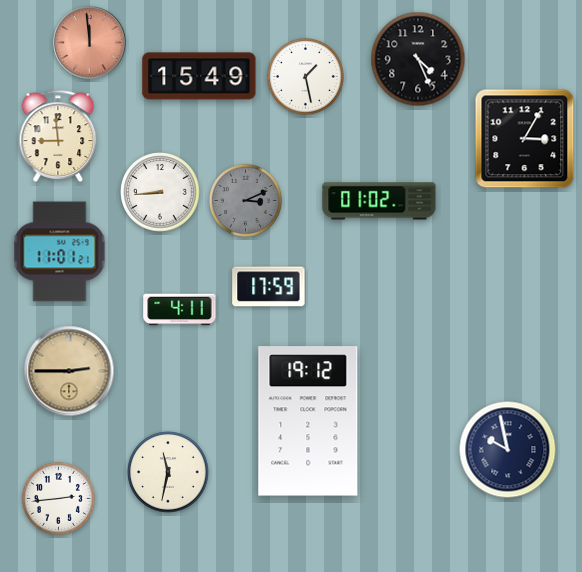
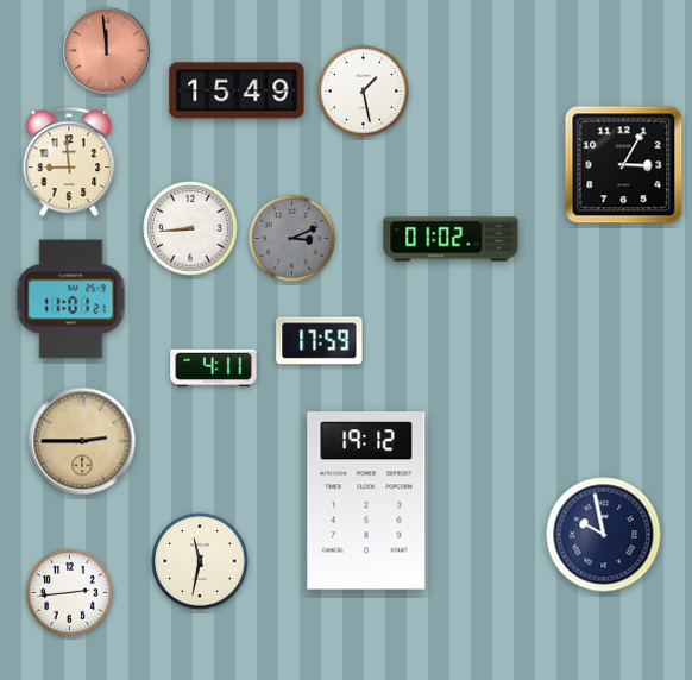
clock at (418, 59): 4:26 -> none
